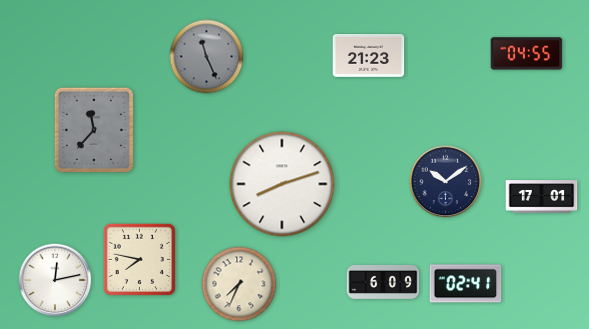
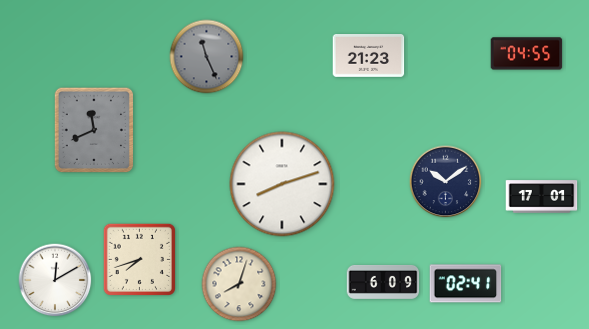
clock at (94, 130): 11:37 -> 11:41
clock at (139, 259): 7:47 -> 7:42
clock at (55, 280): 12:13 -> 12:10
clock at (239, 284): 7:34 -> 8:03
